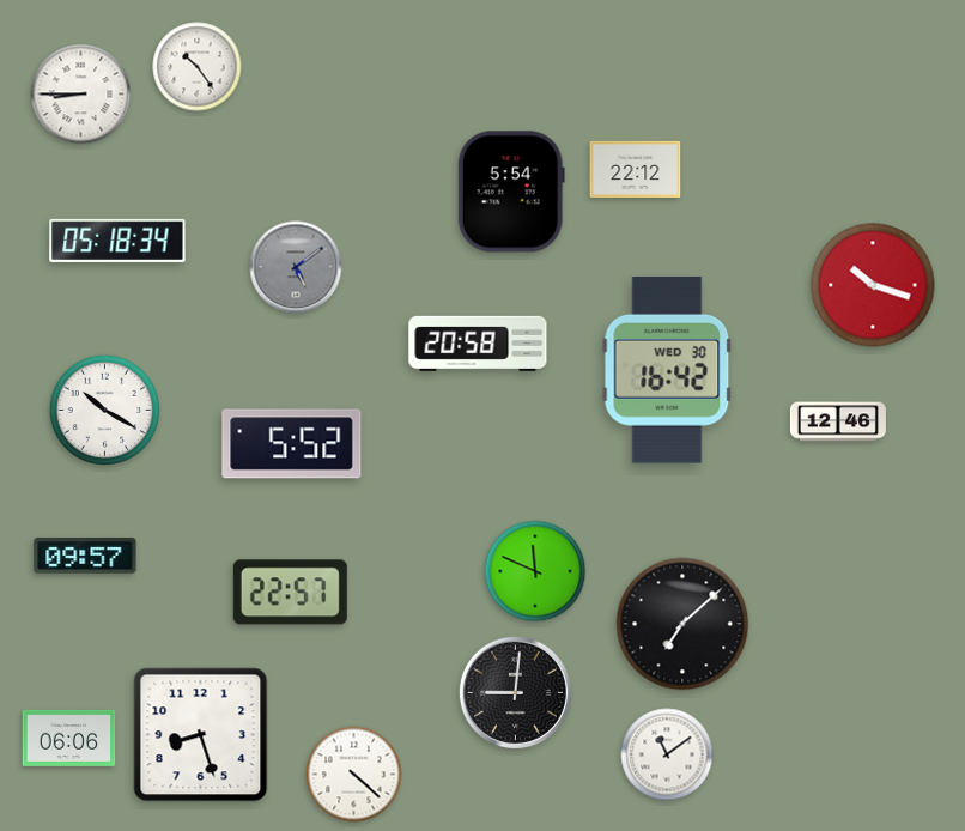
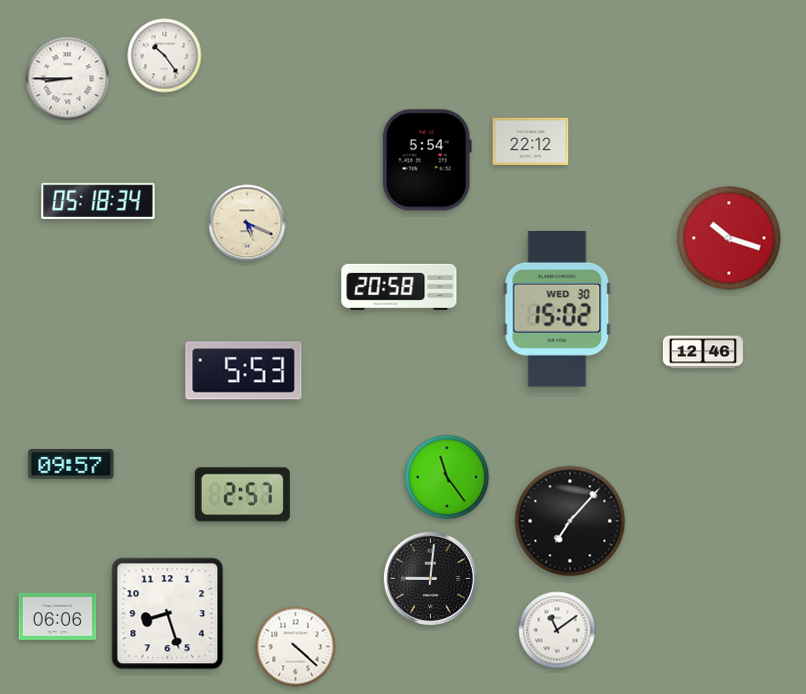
clock at (296, 267): 5:09 -> 5:19
clock at (296, 267) dial: grey -> cream
clock at (667, 370): 16:42 -> 15:02
clock at (104, 410): 10:20 -> none
clock at (838, 421) position: (838, 421) -> (703, 352)
clock at (292, 444): 5:52 -> 5:53
clock at (535, 571): 11:49 -> 11:24
clock at (290, 593): 22:57 -> 2:57
clock at (682, 624): 7:08 -> 7:07
